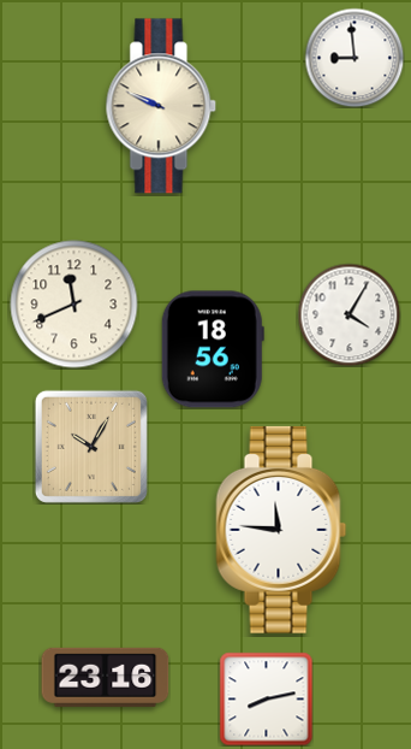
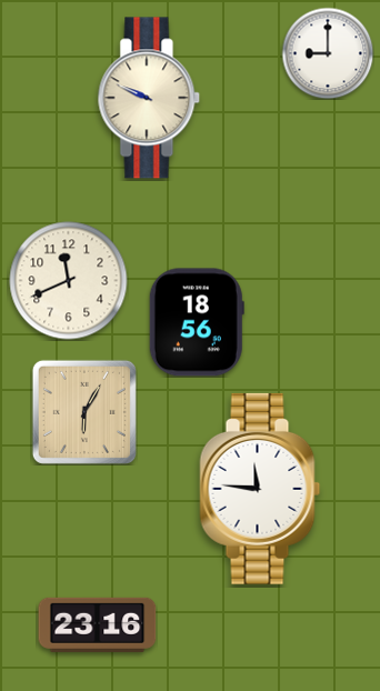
clock at (355, 58): 8:59 -> 9:00
clock at (349, 314): 4:05 -> none
clock at (91, 447): 10:05 -> 6:05
clock at (266, 698): 8:13 -> none
